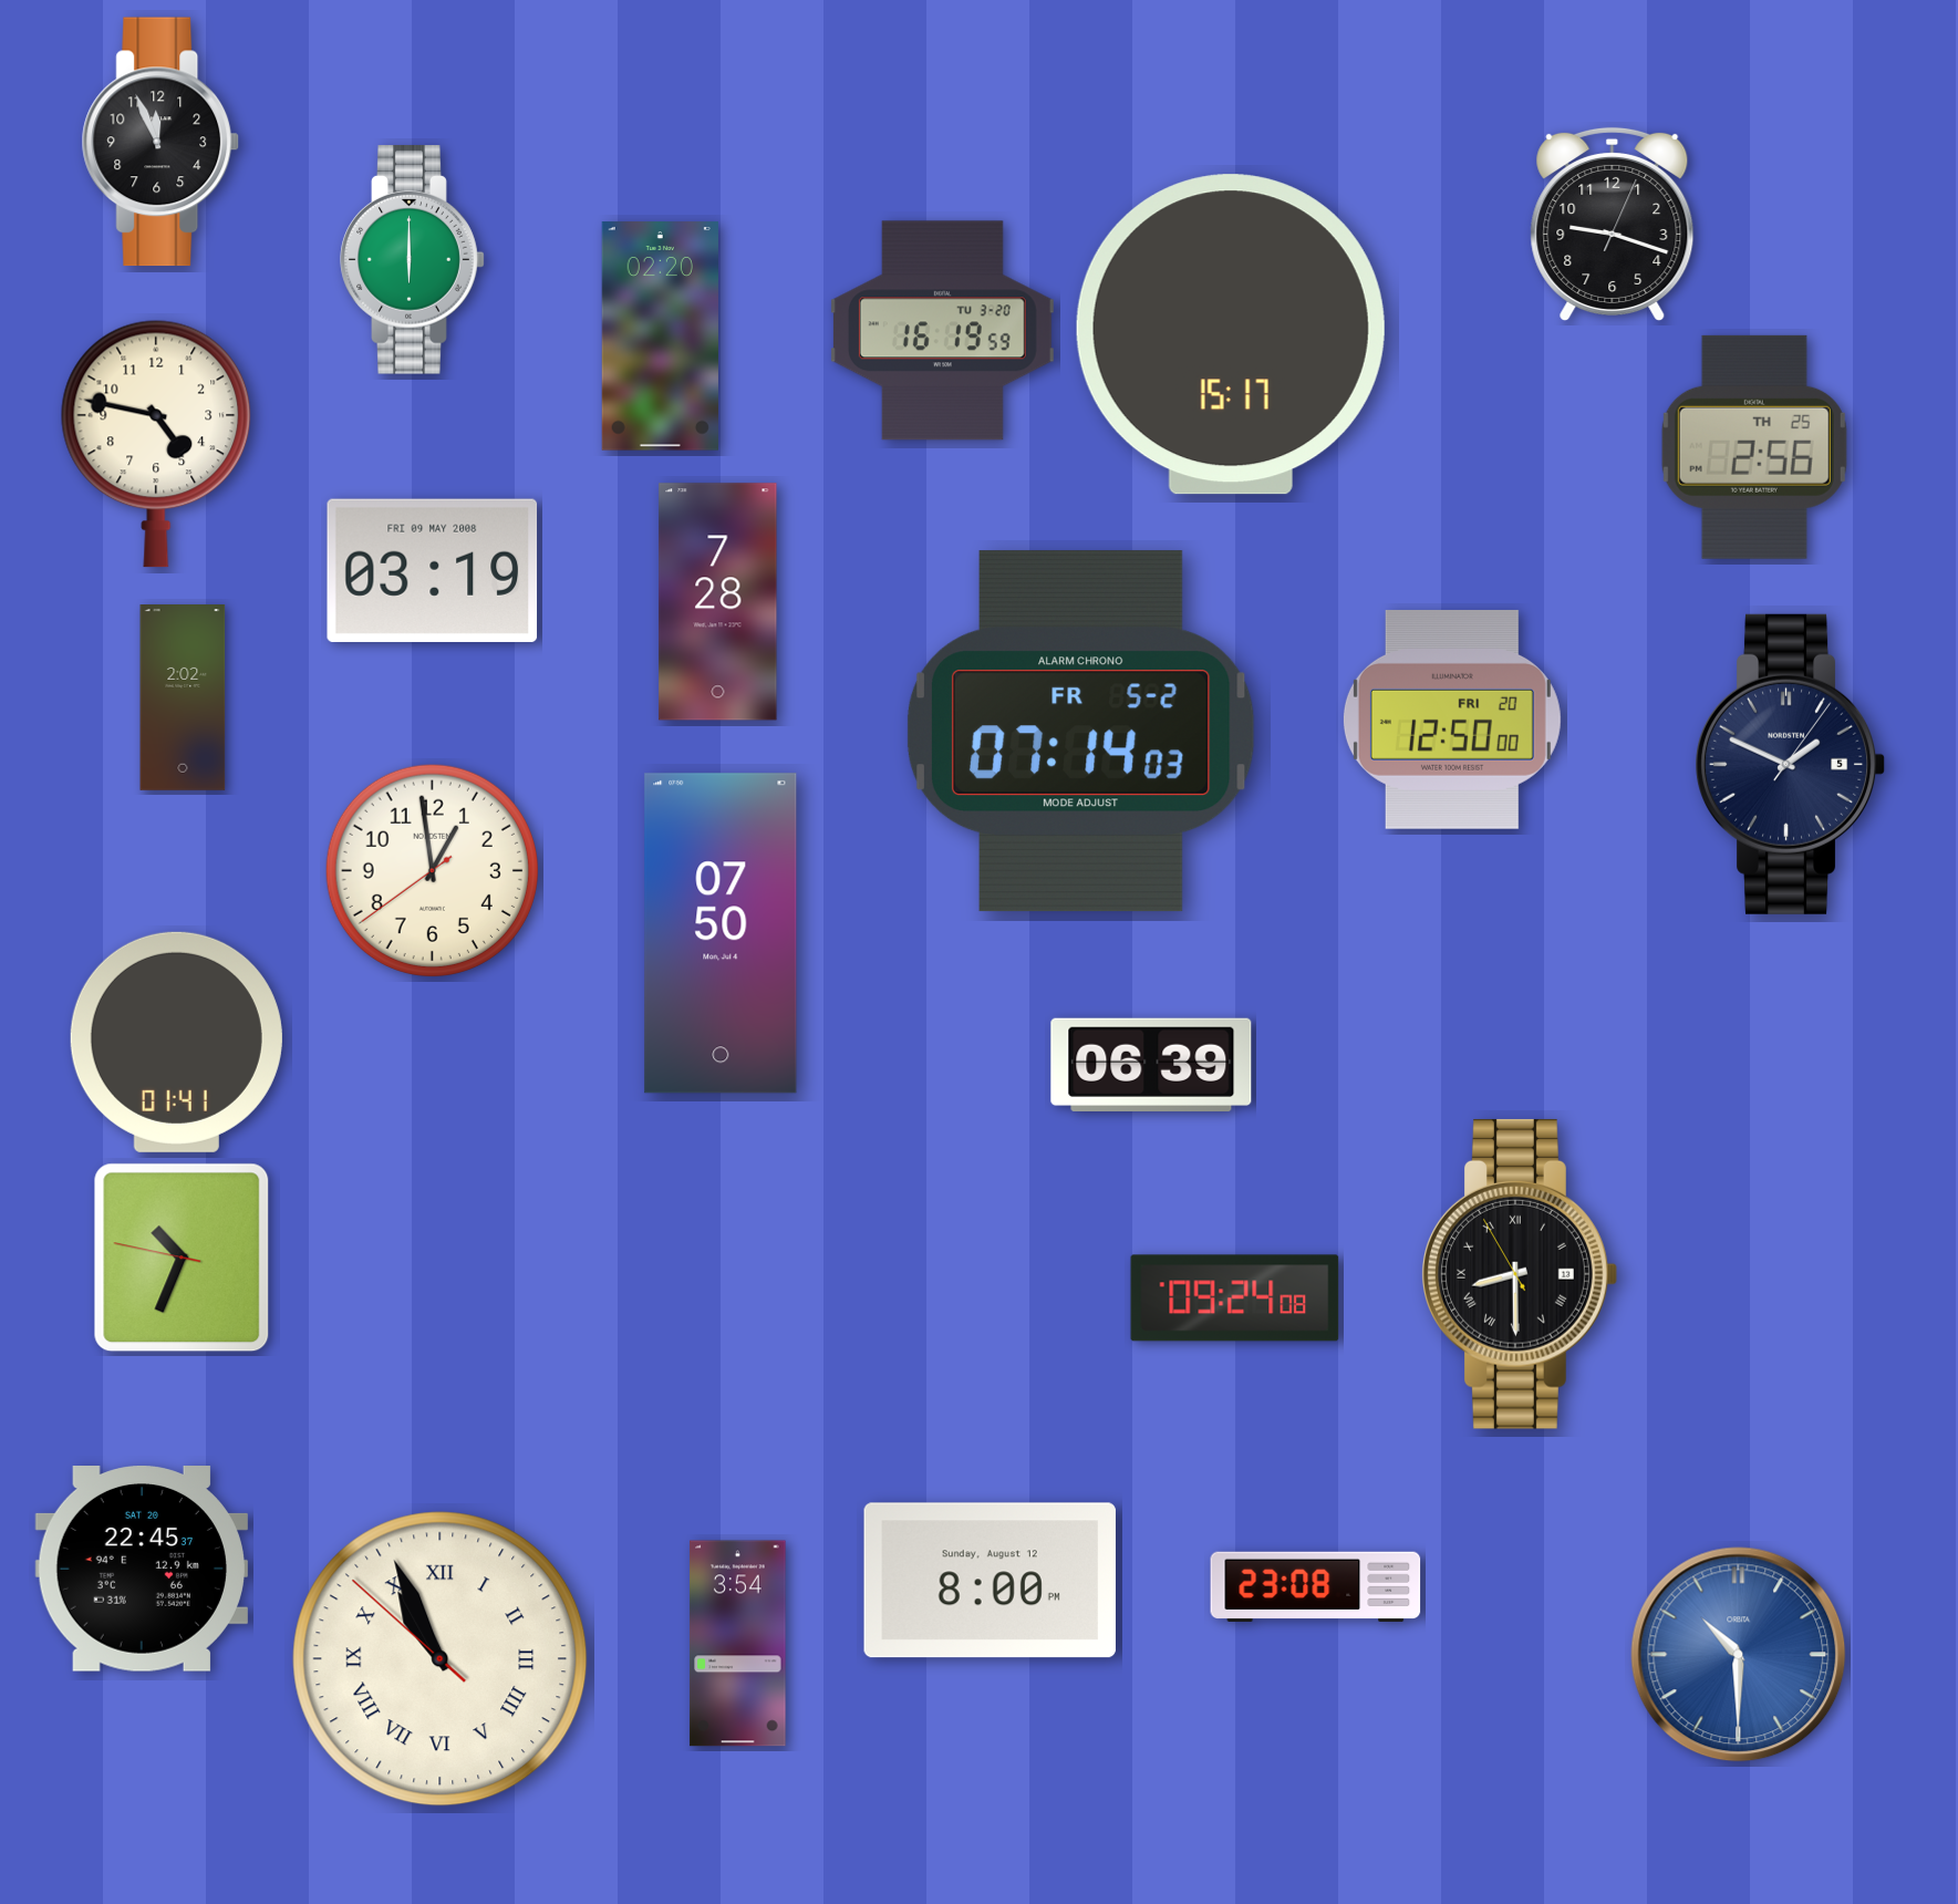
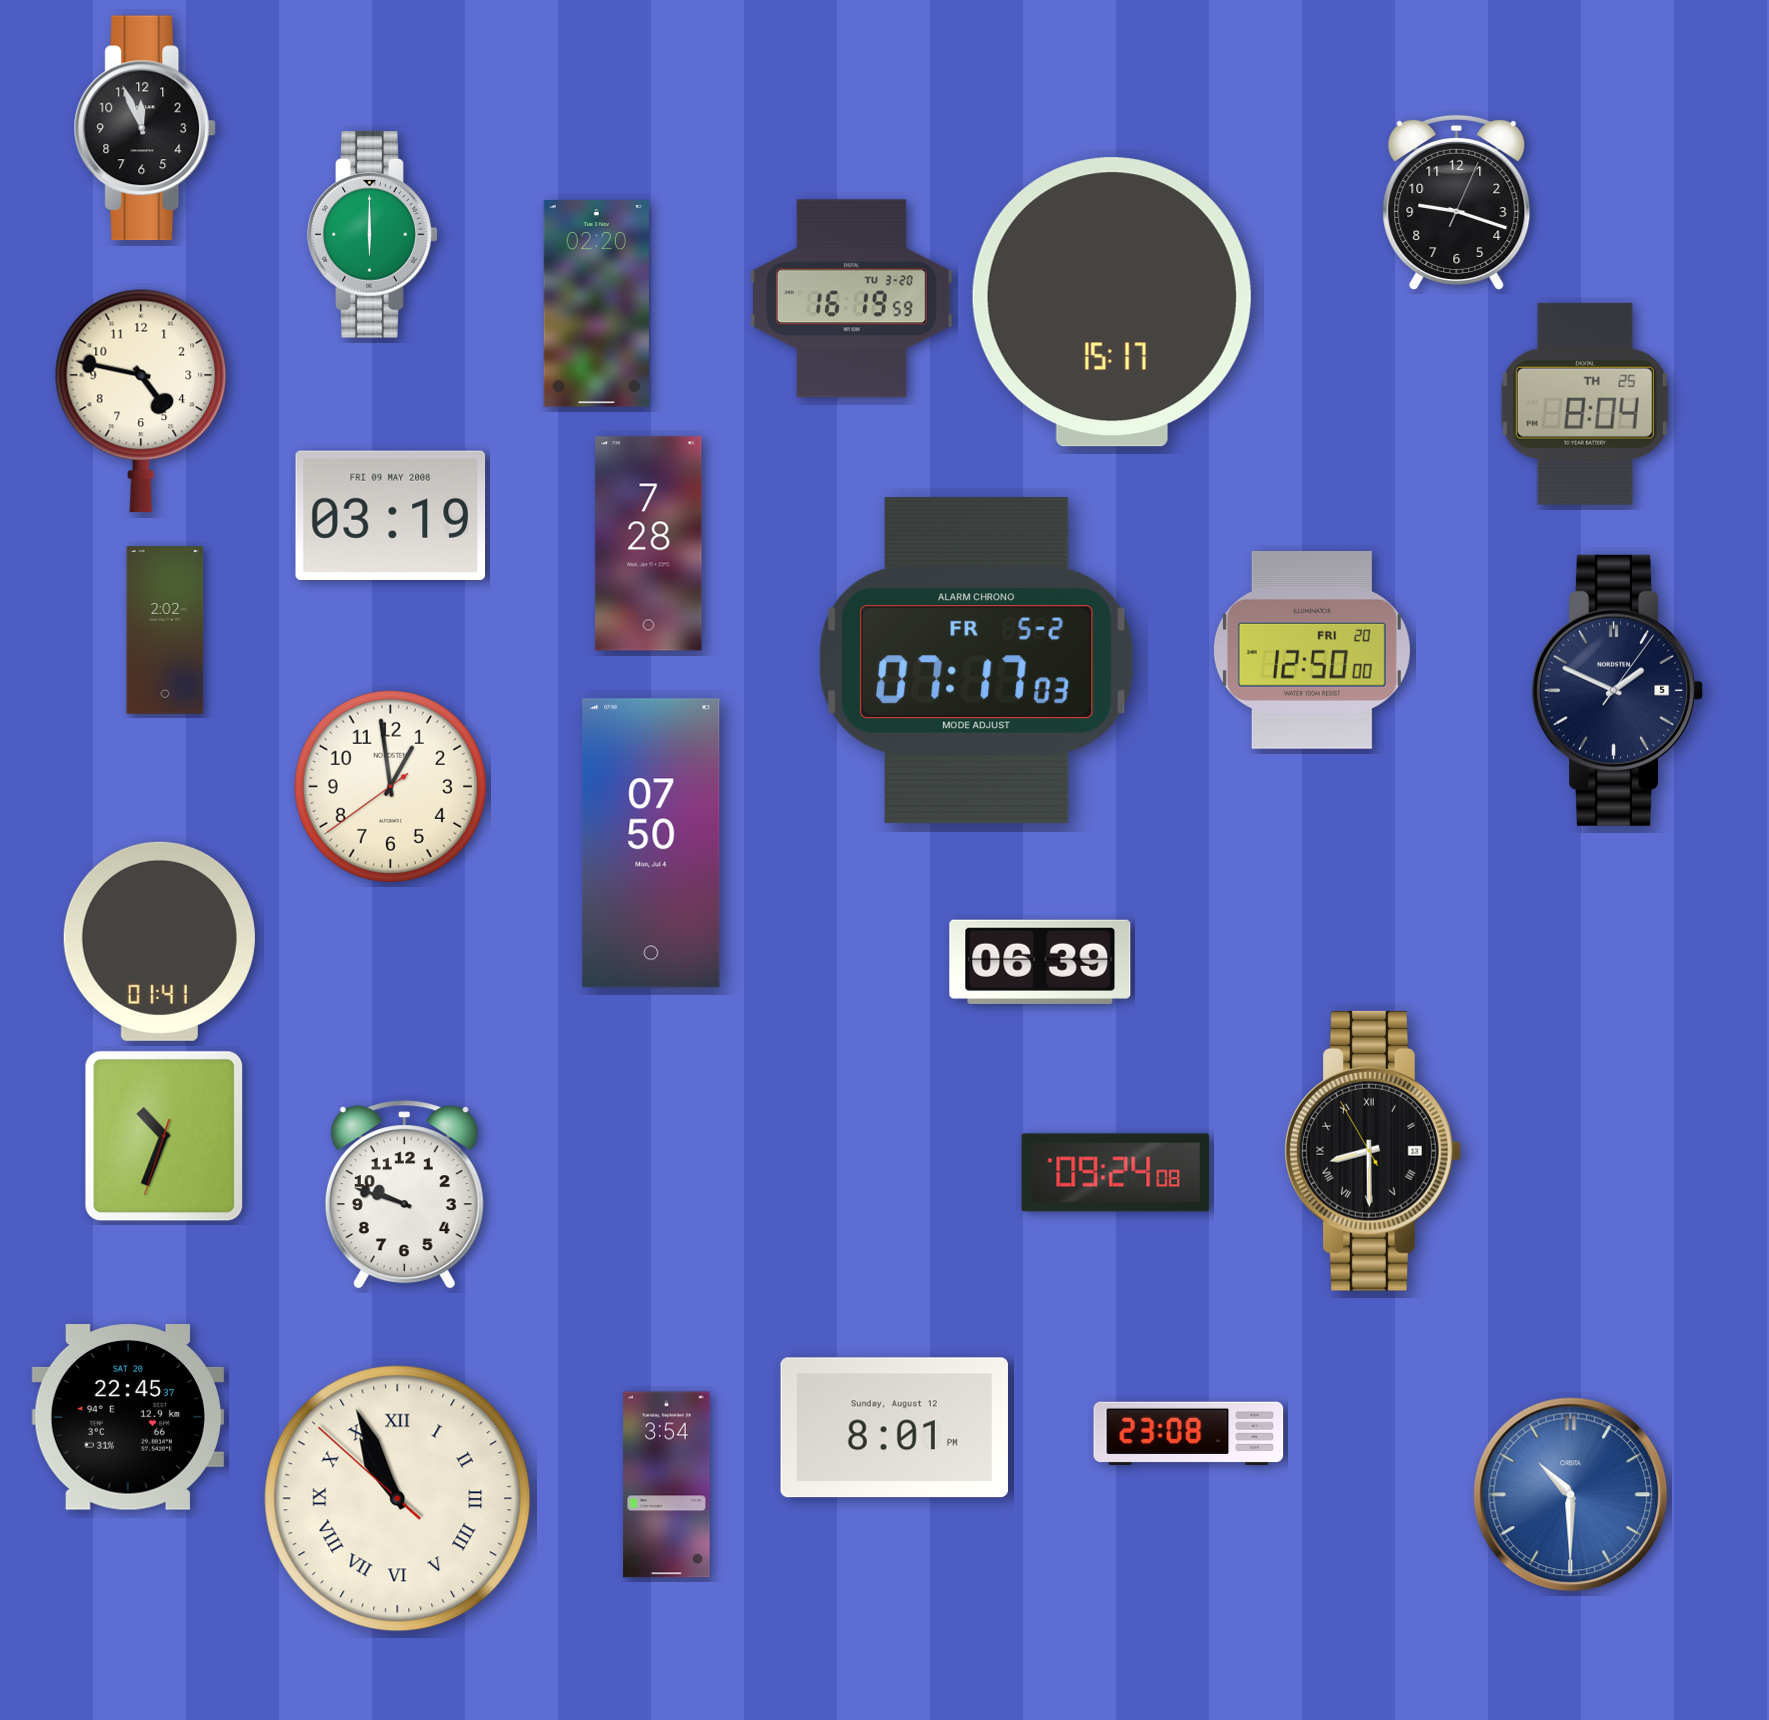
clock at (1754, 447): 2:56 -> 8:04
clock at (1080, 732): 07:14 -> 07:17
clock at (182, 1258): 10:33:47 -> 10:33:33
clock at (404, 1195): none -> 9:48
clock at (990, 1581): 8:00 -> 8:01
